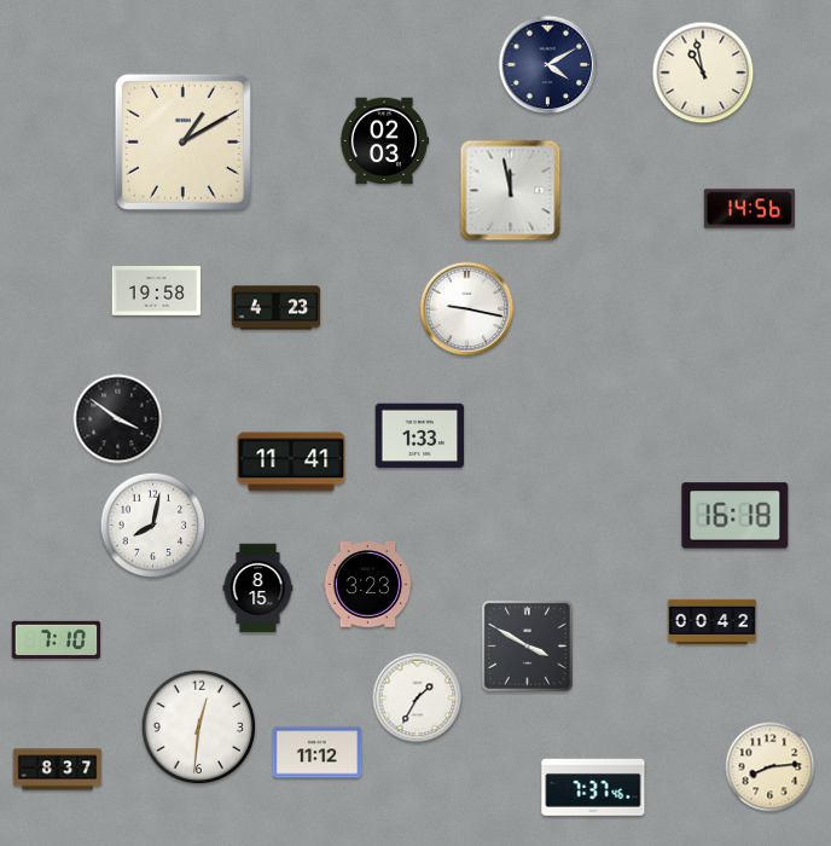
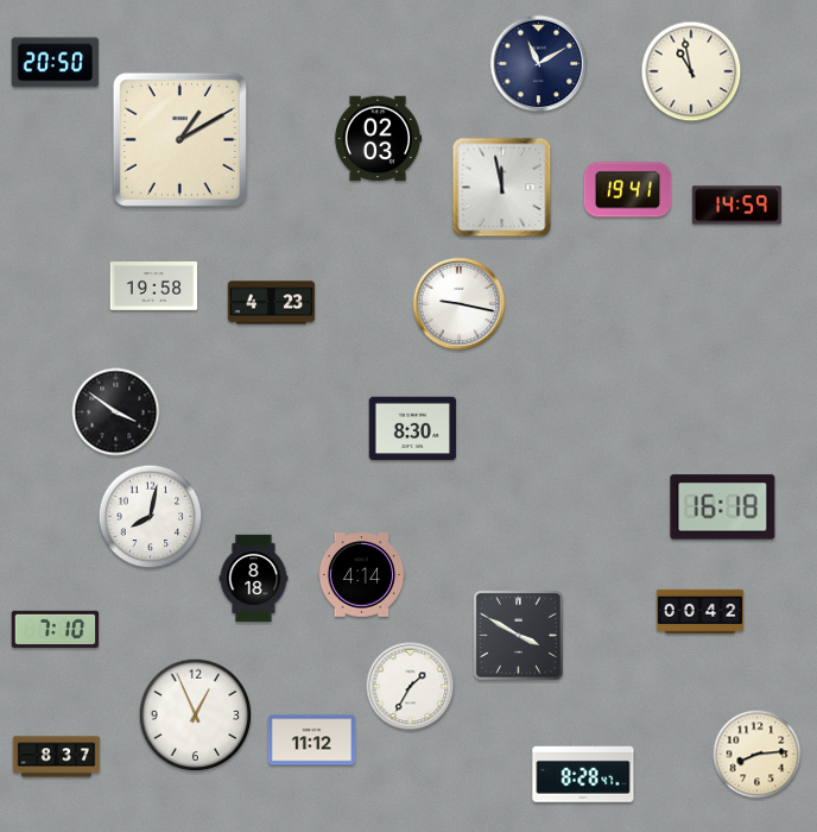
clock at (56, 63): none -> 20:50
clock at (548, 65): 4:10 -> 11:10
clock at (628, 190): none -> 19:41
clock at (749, 209): 14:56 -> 14:59
clock at (420, 436): 1:33 -> 8:30
clock at (291, 462): 11:41 -> none
clock at (368, 585): 3:23 -> 4:14
clock at (258, 589): 8:15 -> 8:18
clock at (199, 728): 12:31 -> 12:56
clock at (593, 787): 7:37 -> 8:28
